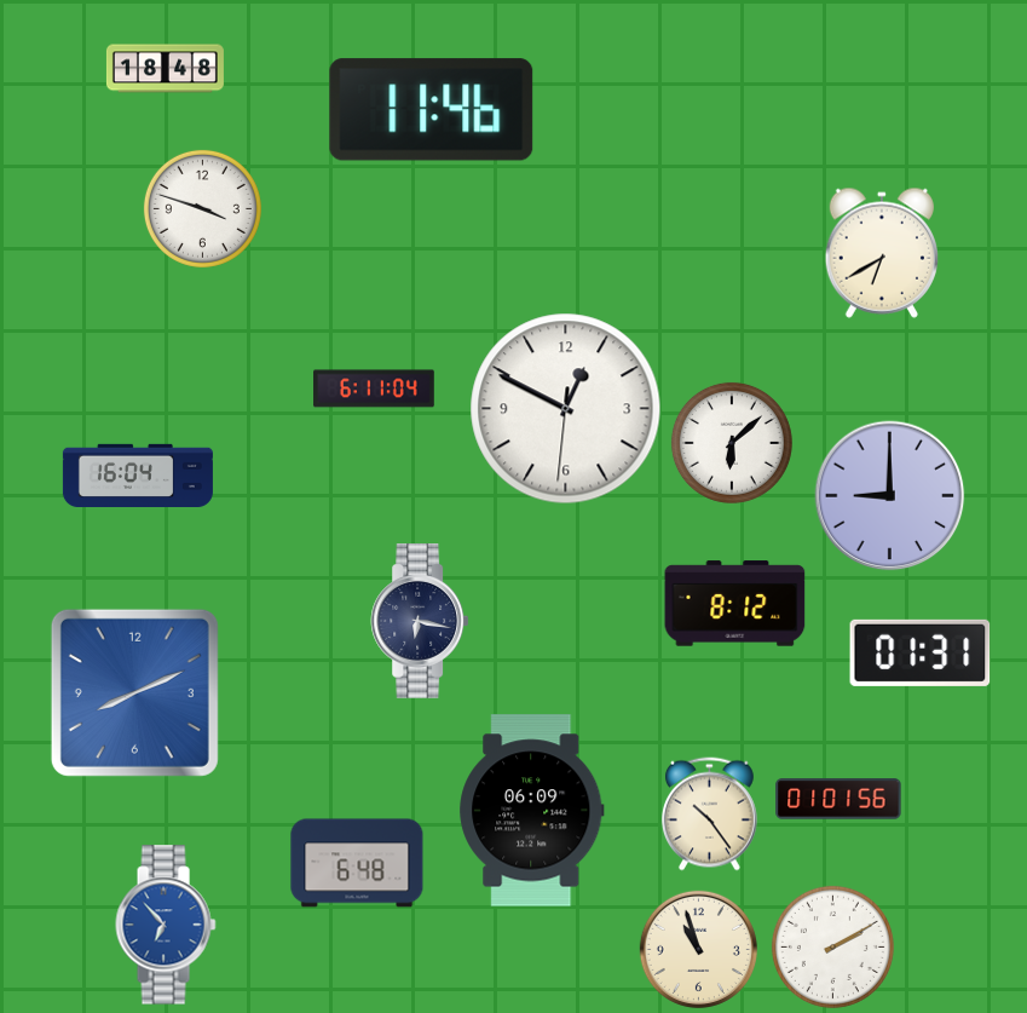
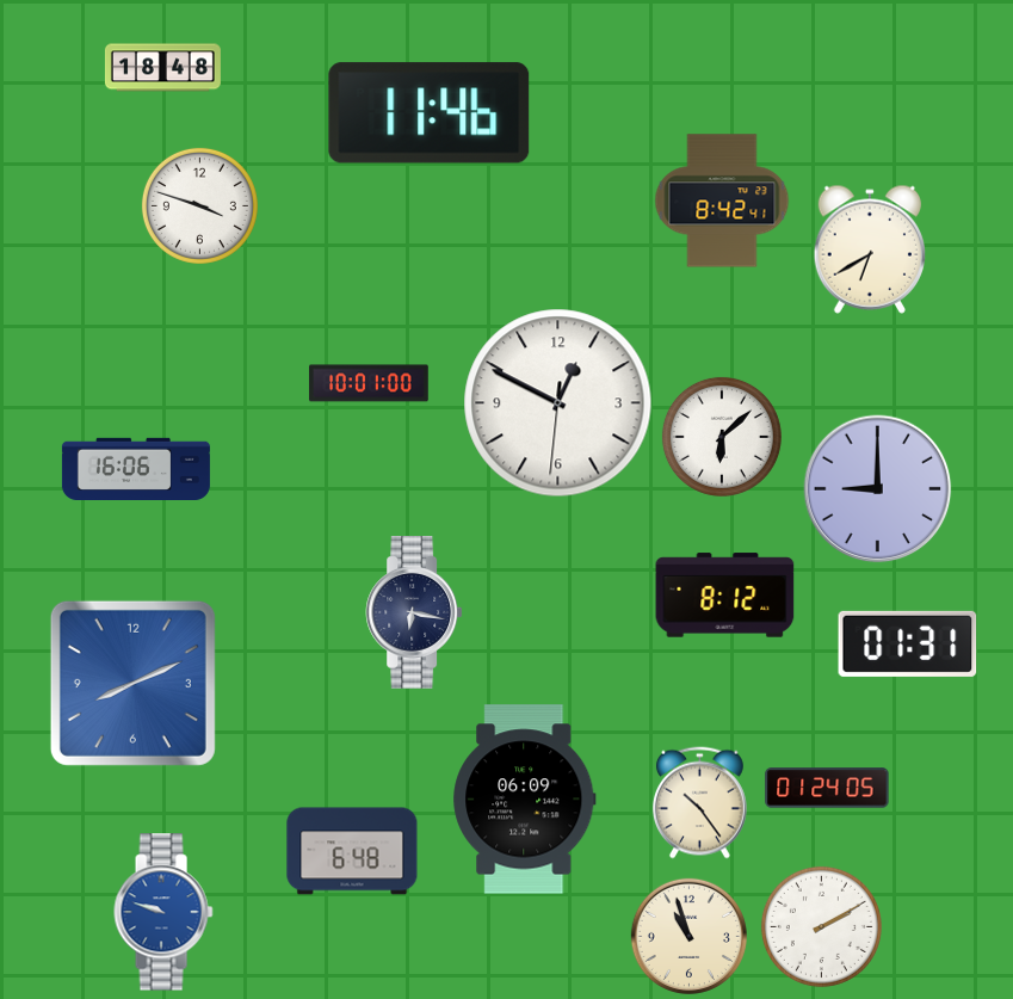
clock at (432, 110) position: (432, 110) -> (430, 113)
clock at (722, 201): none -> 8:42
clock at (374, 388): 6:11 -> 10:01
clock at (138, 474): 16:04 -> 16:06
clock at (838, 799): 01:01 -> 01:24
clock at (166, 925): 6:53 -> 9:48
clock at (832, 946) position: (832, 946) -> (821, 926)
